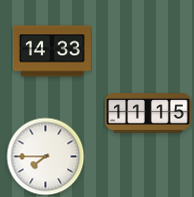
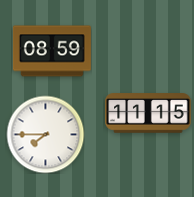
clock at (52, 51): 14:33 -> 08:59
clock at (45, 156) position: (45, 156) -> (45, 134)
